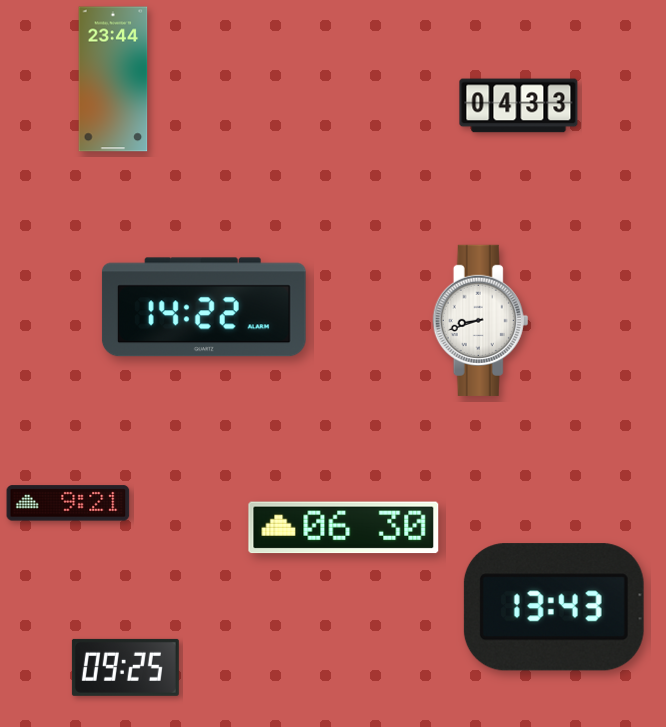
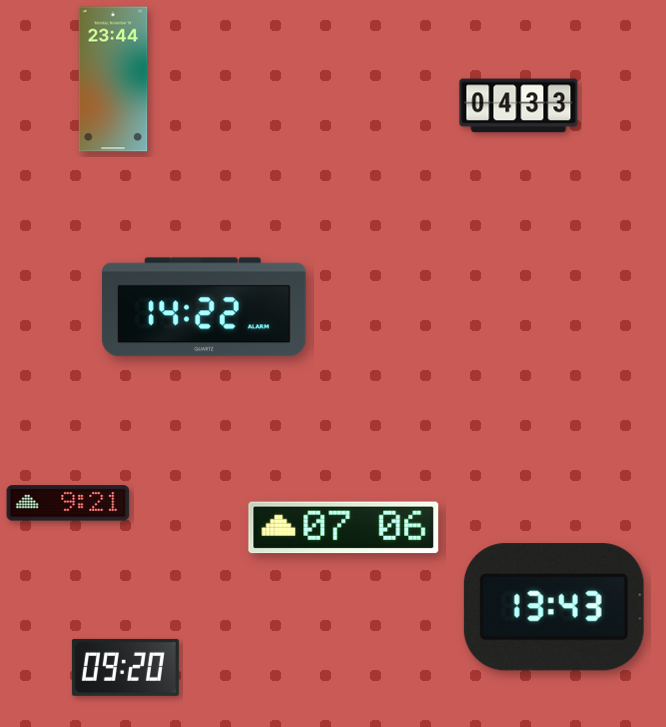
clock at (481, 320): 8:42 -> none
clock at (344, 528): 06:30 -> 07:06
clock at (125, 667): 09:25 -> 09:20
